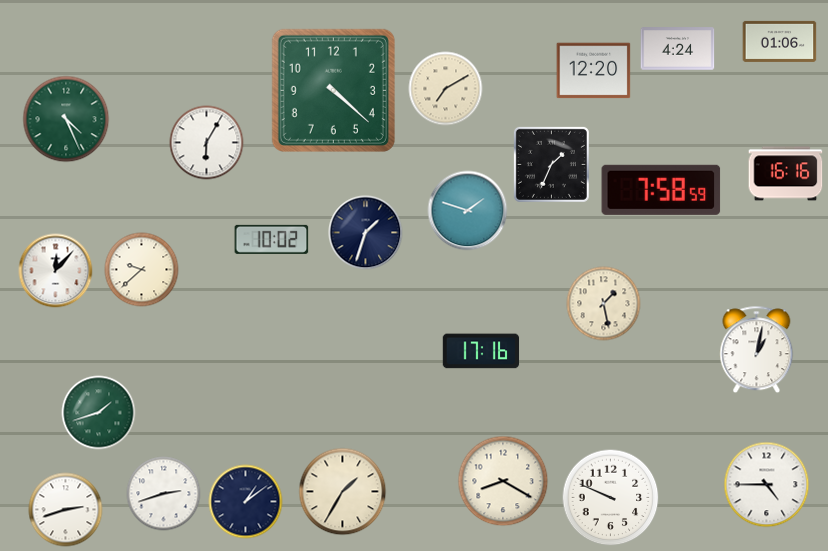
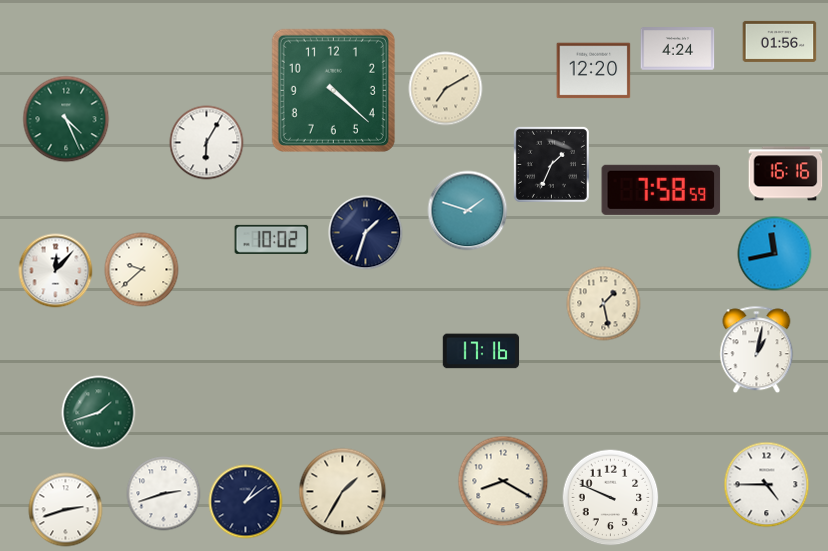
clock at (780, 41): 01:06 -> 01:56
clock at (775, 254): none -> 11:43
